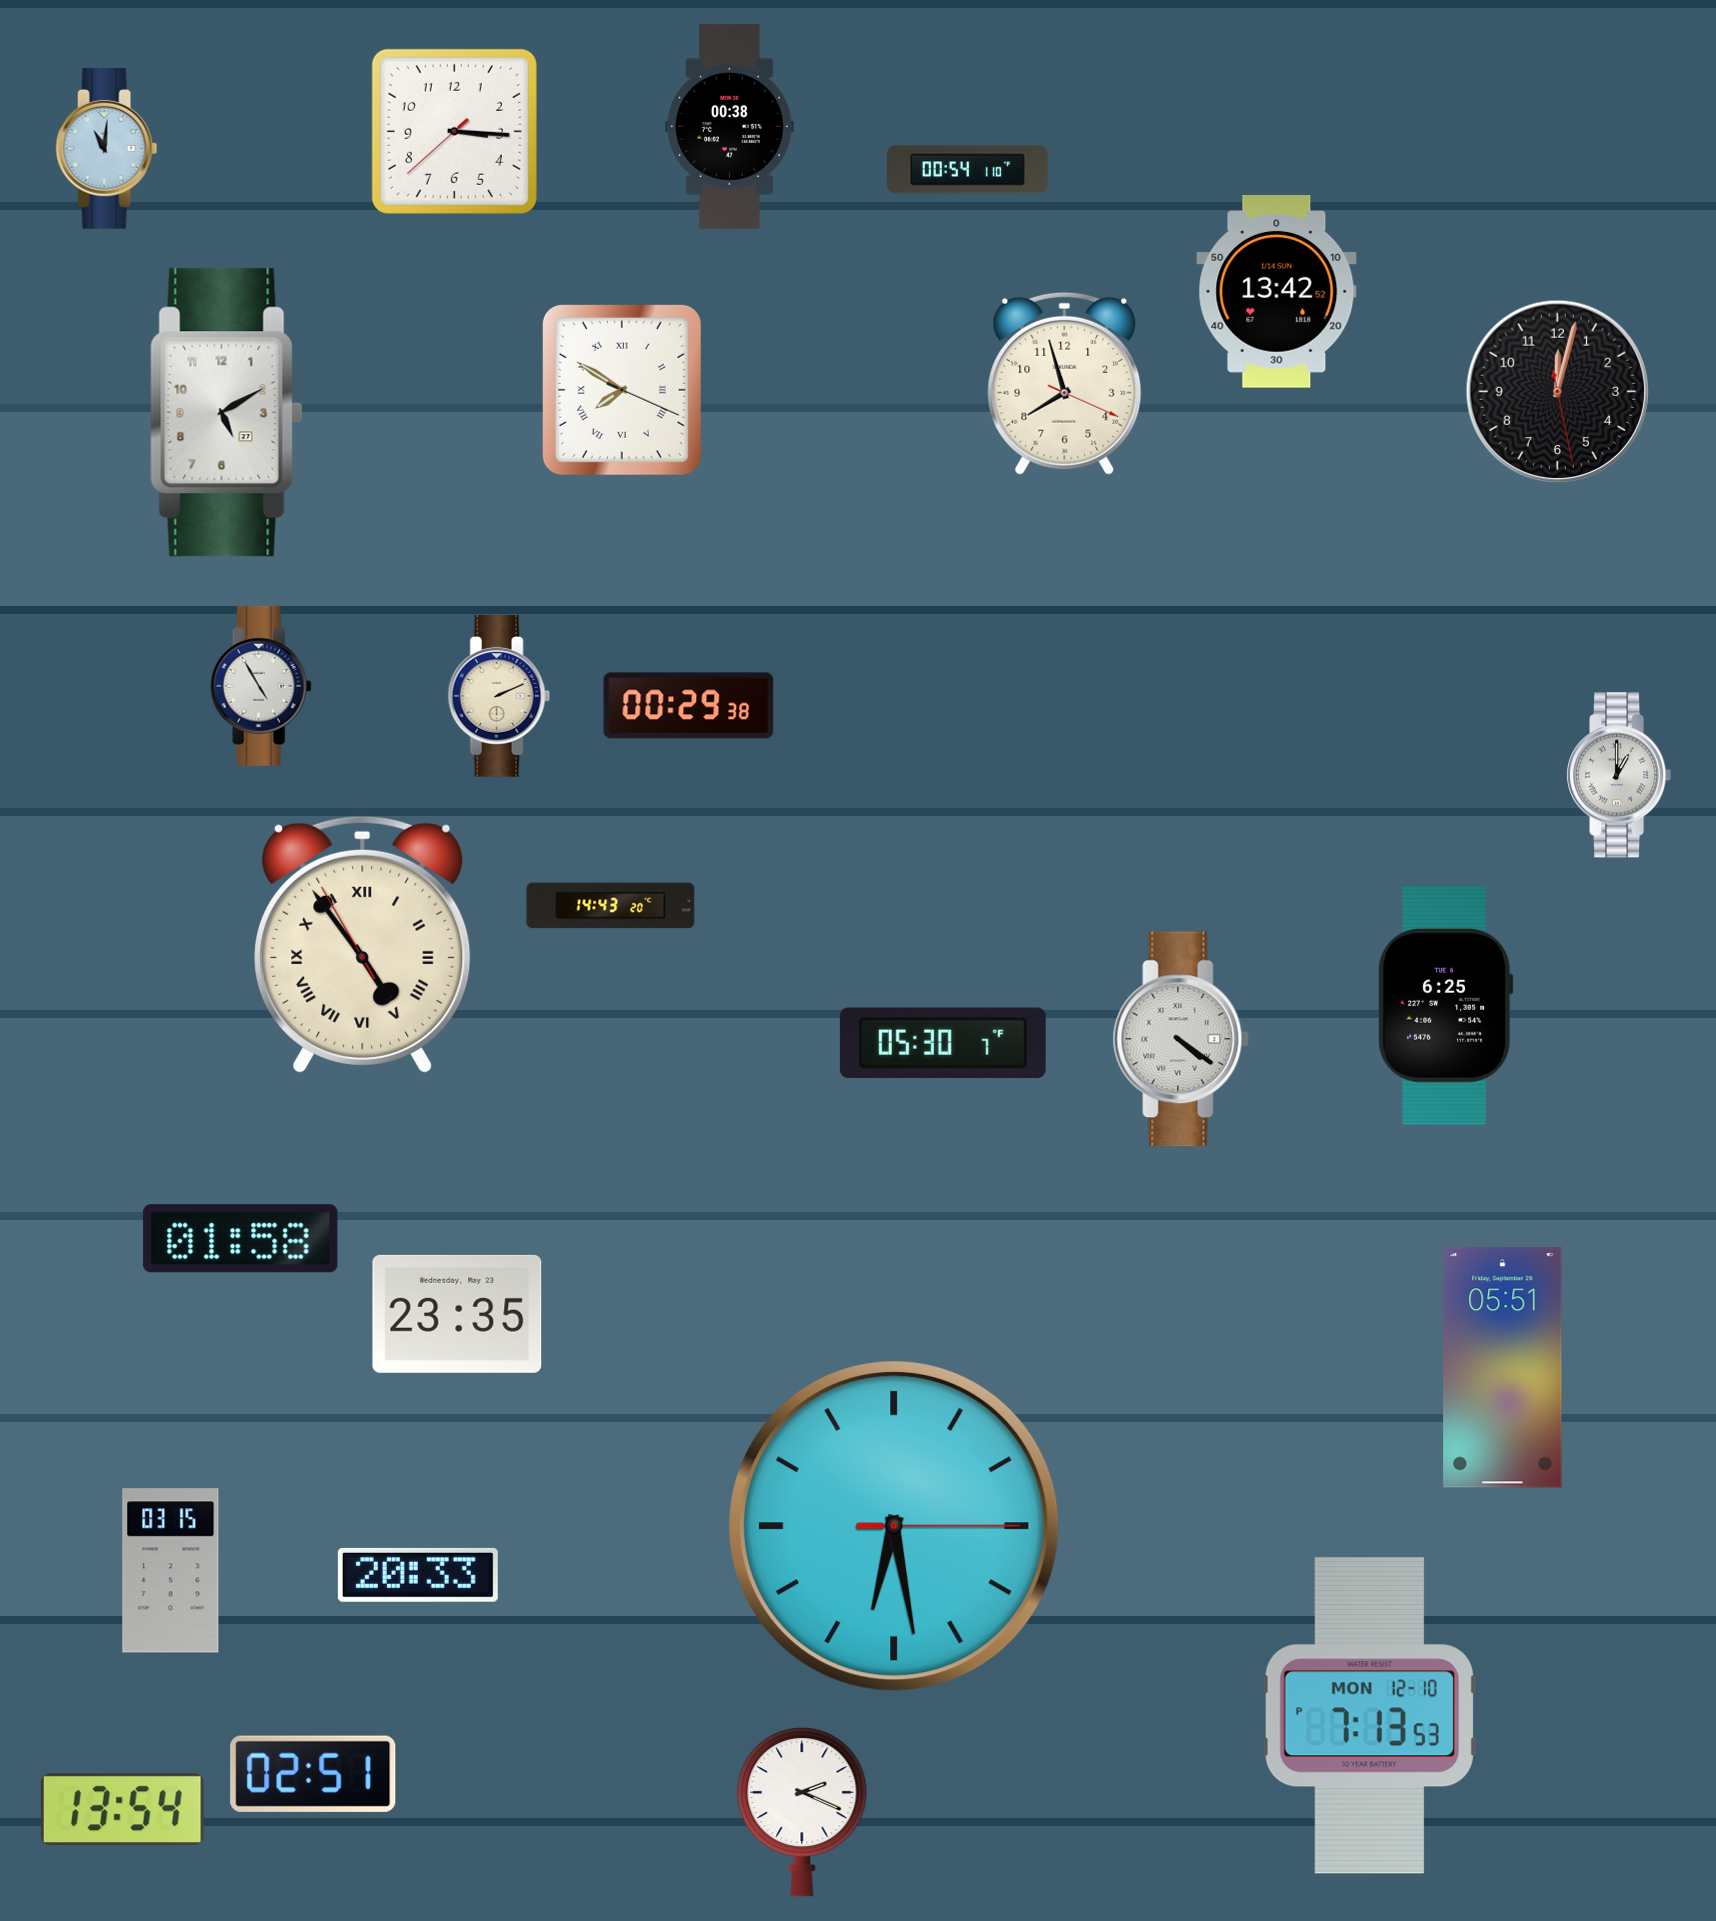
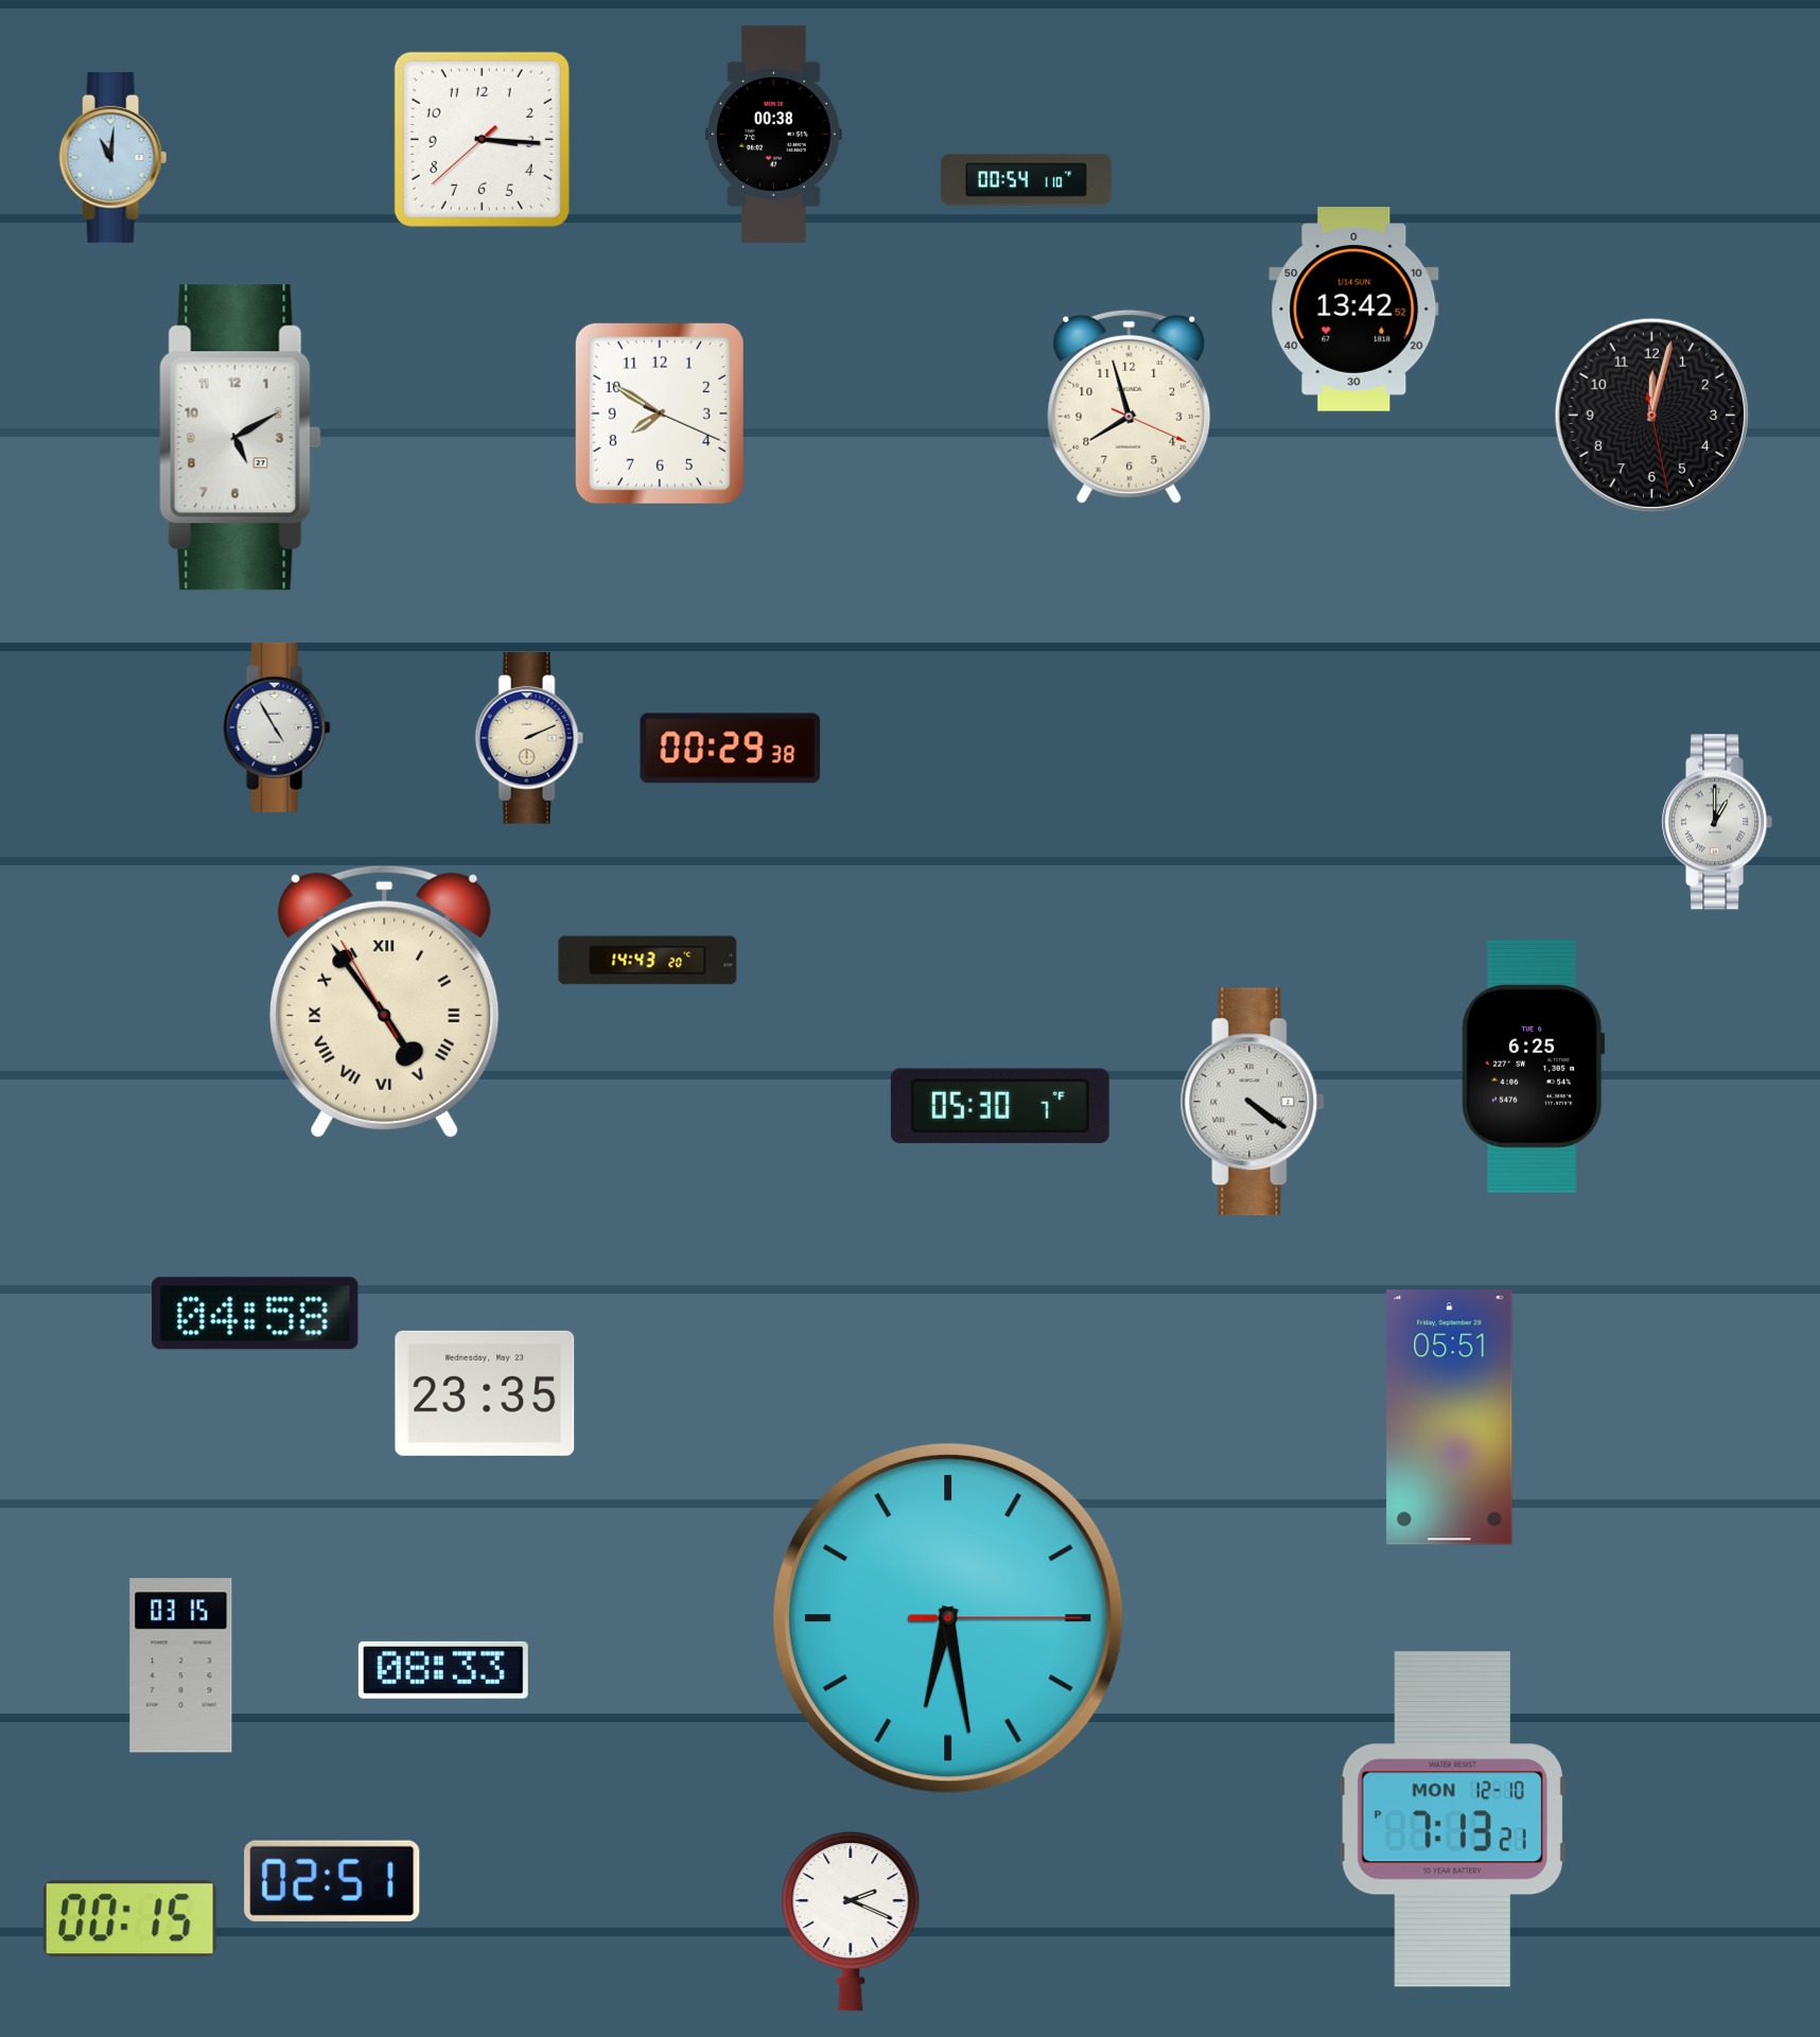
clock at (622, 390) numerals: Roman -> Arabic
clock at (241, 1239): 01:58 -> 04:58
clock at (1503, 1368) position: (1503, 1368) -> (1450, 1418)
clock at (418, 1575): 20:33 -> 08:33
clock at (1369, 1716): 7:13:53 PM -> 7:13:21 PM
clock at (122, 1810): 13:54 -> 00:15
